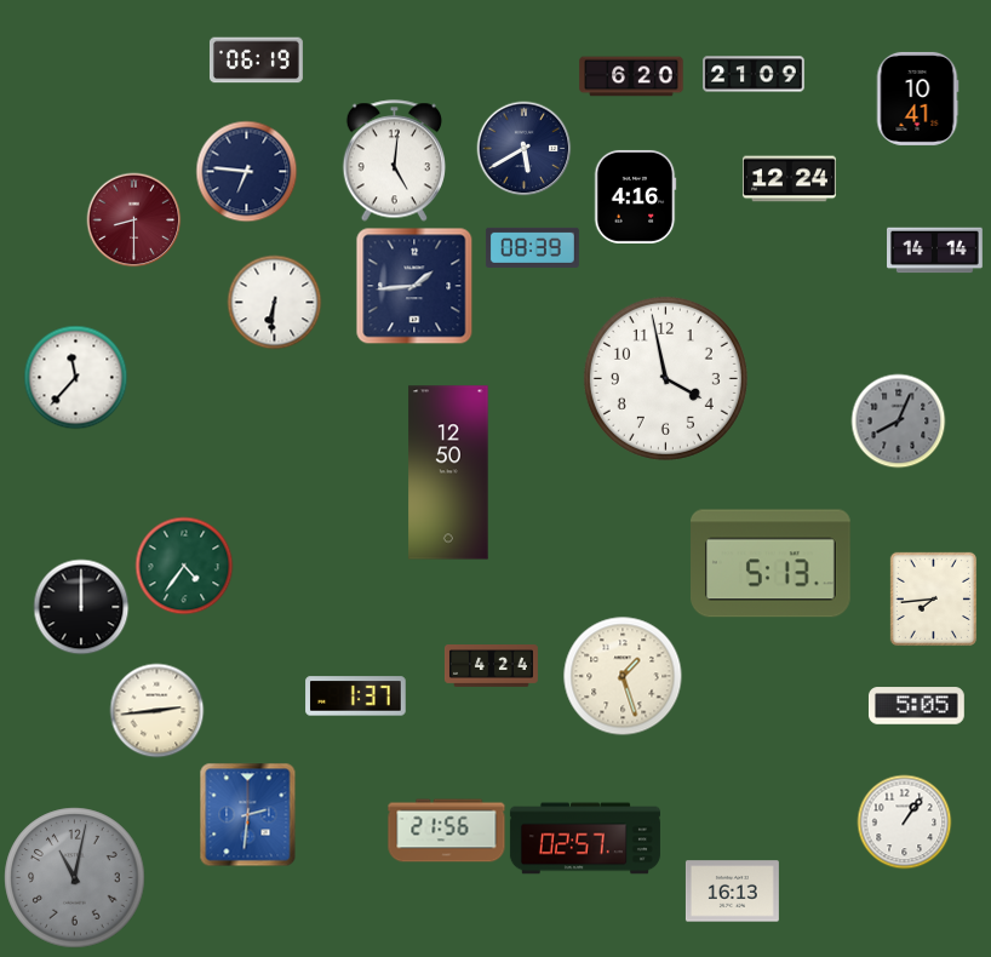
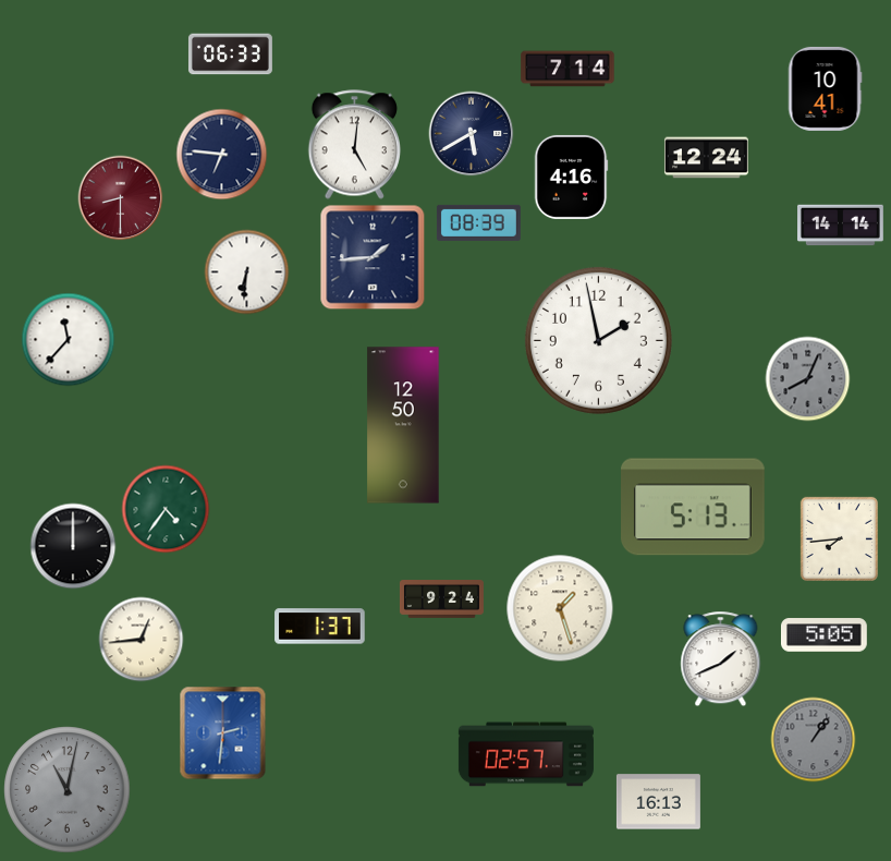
clock at (256, 61): 06:19 -> 06:33
clock at (754, 74): 21:09 -> none
clock at (631, 76): 6:20 -> 7:14
clock at (789, 179) position: (789, 179) -> (706, 158)
clock at (665, 378): 3:58 -> 1:58
clock at (491, 666): 4:24 -> 9:24
clock at (156, 710): 2:44 -> 12:44
clock at (721, 658): none -> 1:41
clock at (904, 821) dial: white -> grey
clock at (447, 831): 21:56 -> none
